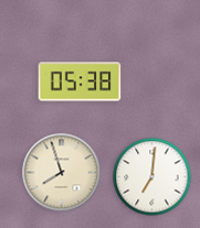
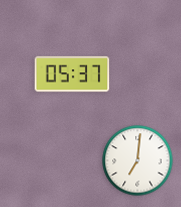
clock at (80, 82): 05:38 -> 05:37
clock at (62, 173): 7:57 -> none
